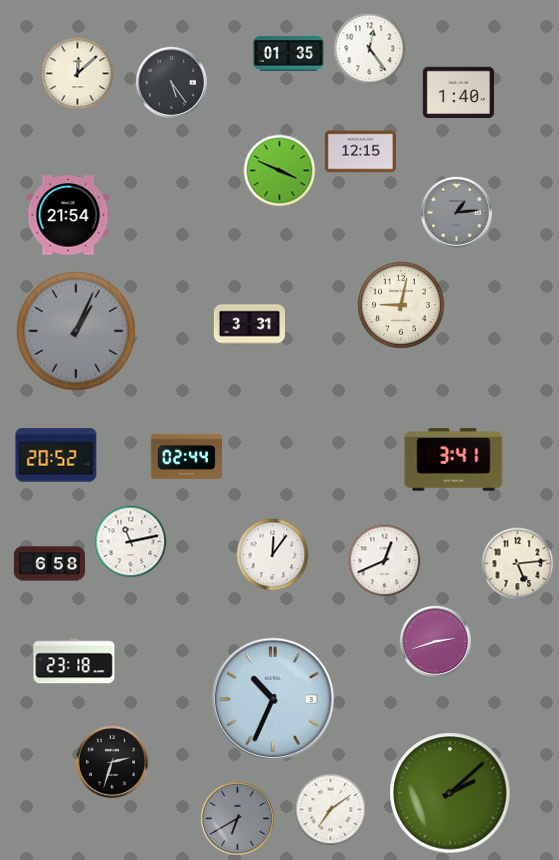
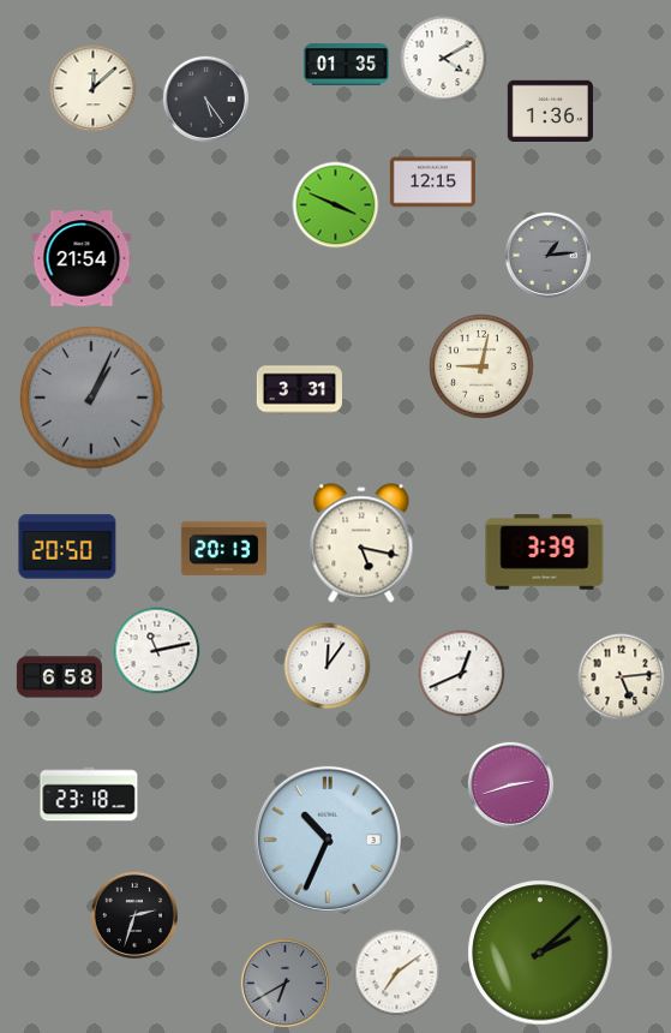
clock at (370, 49): 12:24 -> 4:10
clock at (458, 92): 1:40 -> 1:36
clock at (361, 543): none -> 5:17
clock at (56, 455): 20:52 -> 20:50
clock at (186, 456): 02:44 -> 20:13
clock at (454, 460): 3:41 -> 3:39
clock at (435, 641) position: (435, 641) -> (510, 784)
